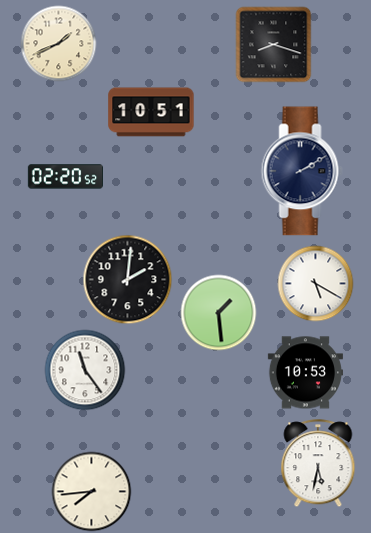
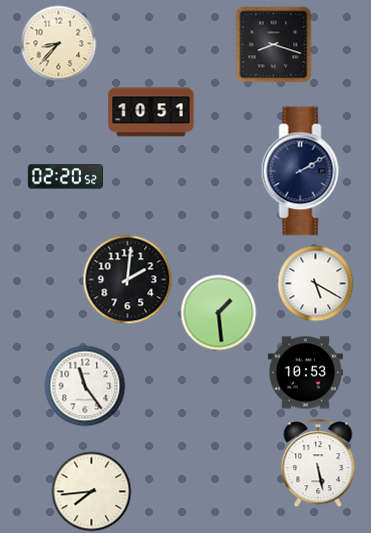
clock at (59, 44): 1:41 -> 8:37
clock at (85, 370) position: (85, 370) -> (85, 386)
clock at (318, 464): 5:32 -> 5:28
